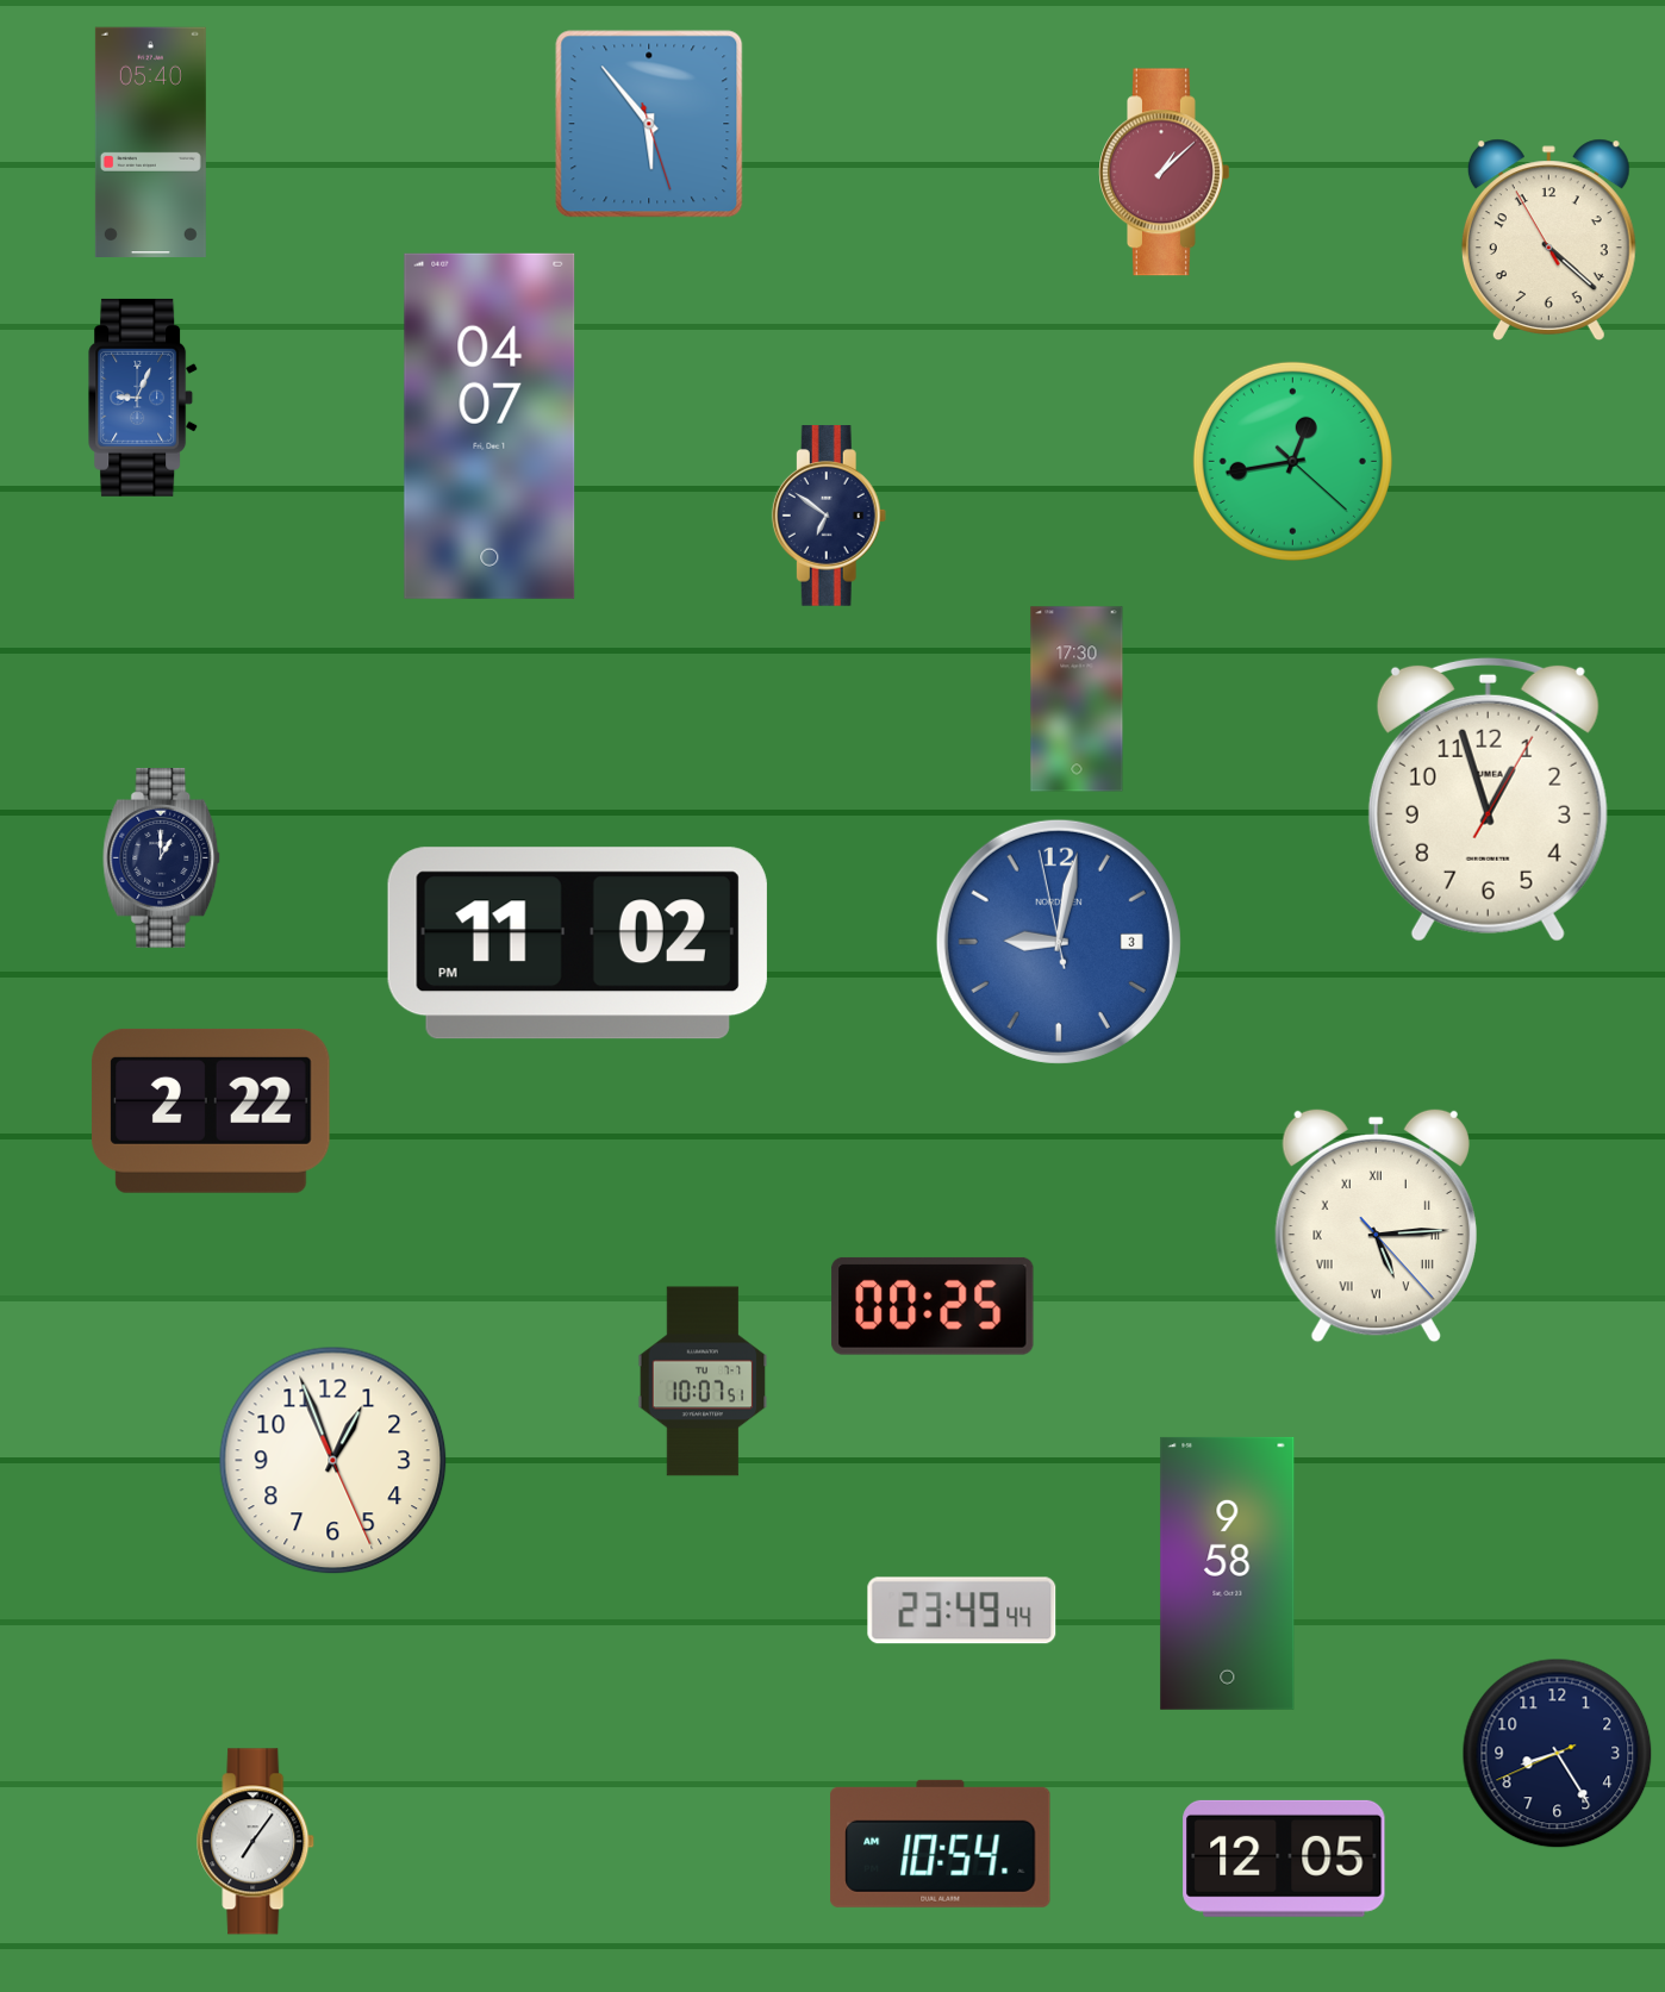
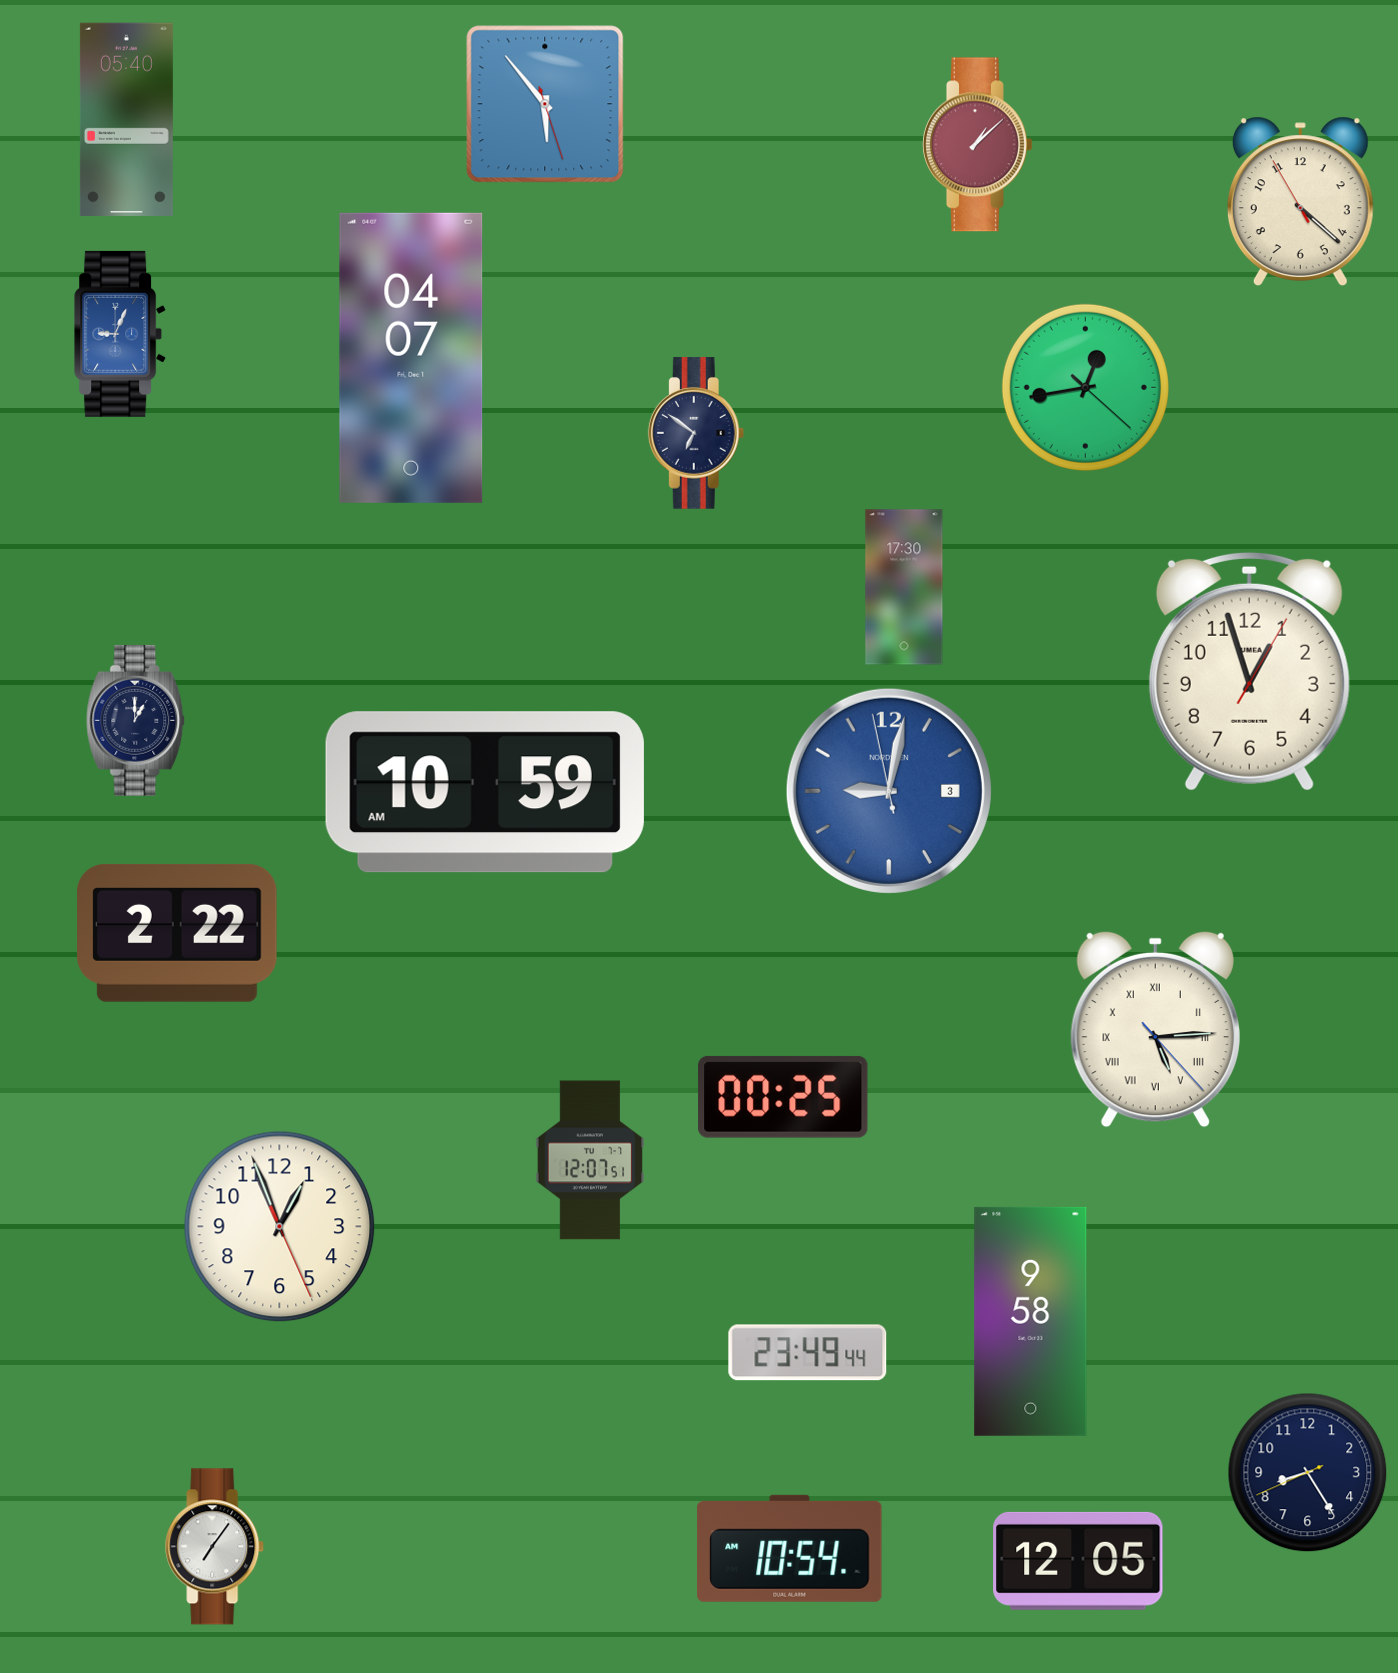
clock at (578, 943): 11:02 -> 10:59
clock at (703, 1381): 10:07 -> 12:07
